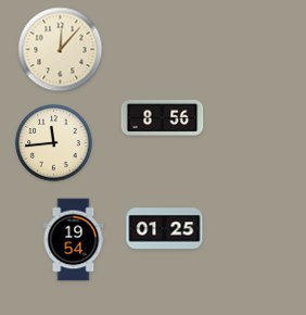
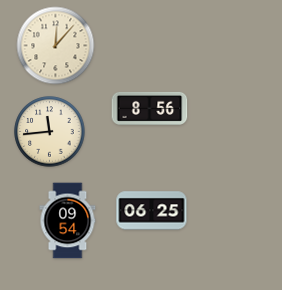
clock at (165, 229): 01:25 -> 06:25
clock at (74, 240): 19:54 -> 09:54
